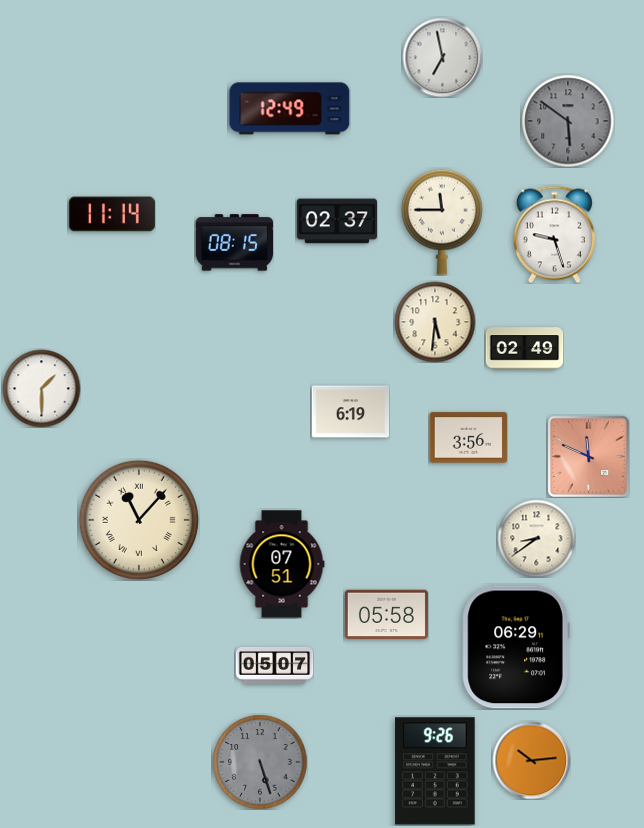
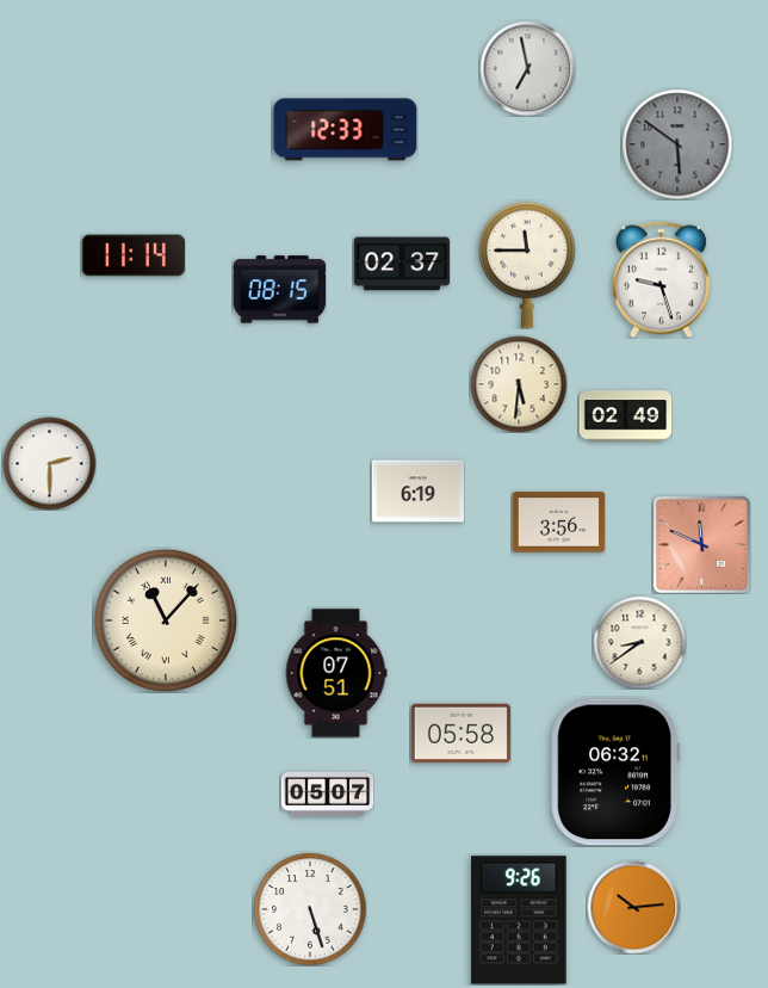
clock at (290, 109): 12:49 -> 12:33
clock at (41, 388): 1:30 -> 2:30
clock at (516, 647): 06:29 -> 06:32
clock at (260, 762) dial: grey -> white
